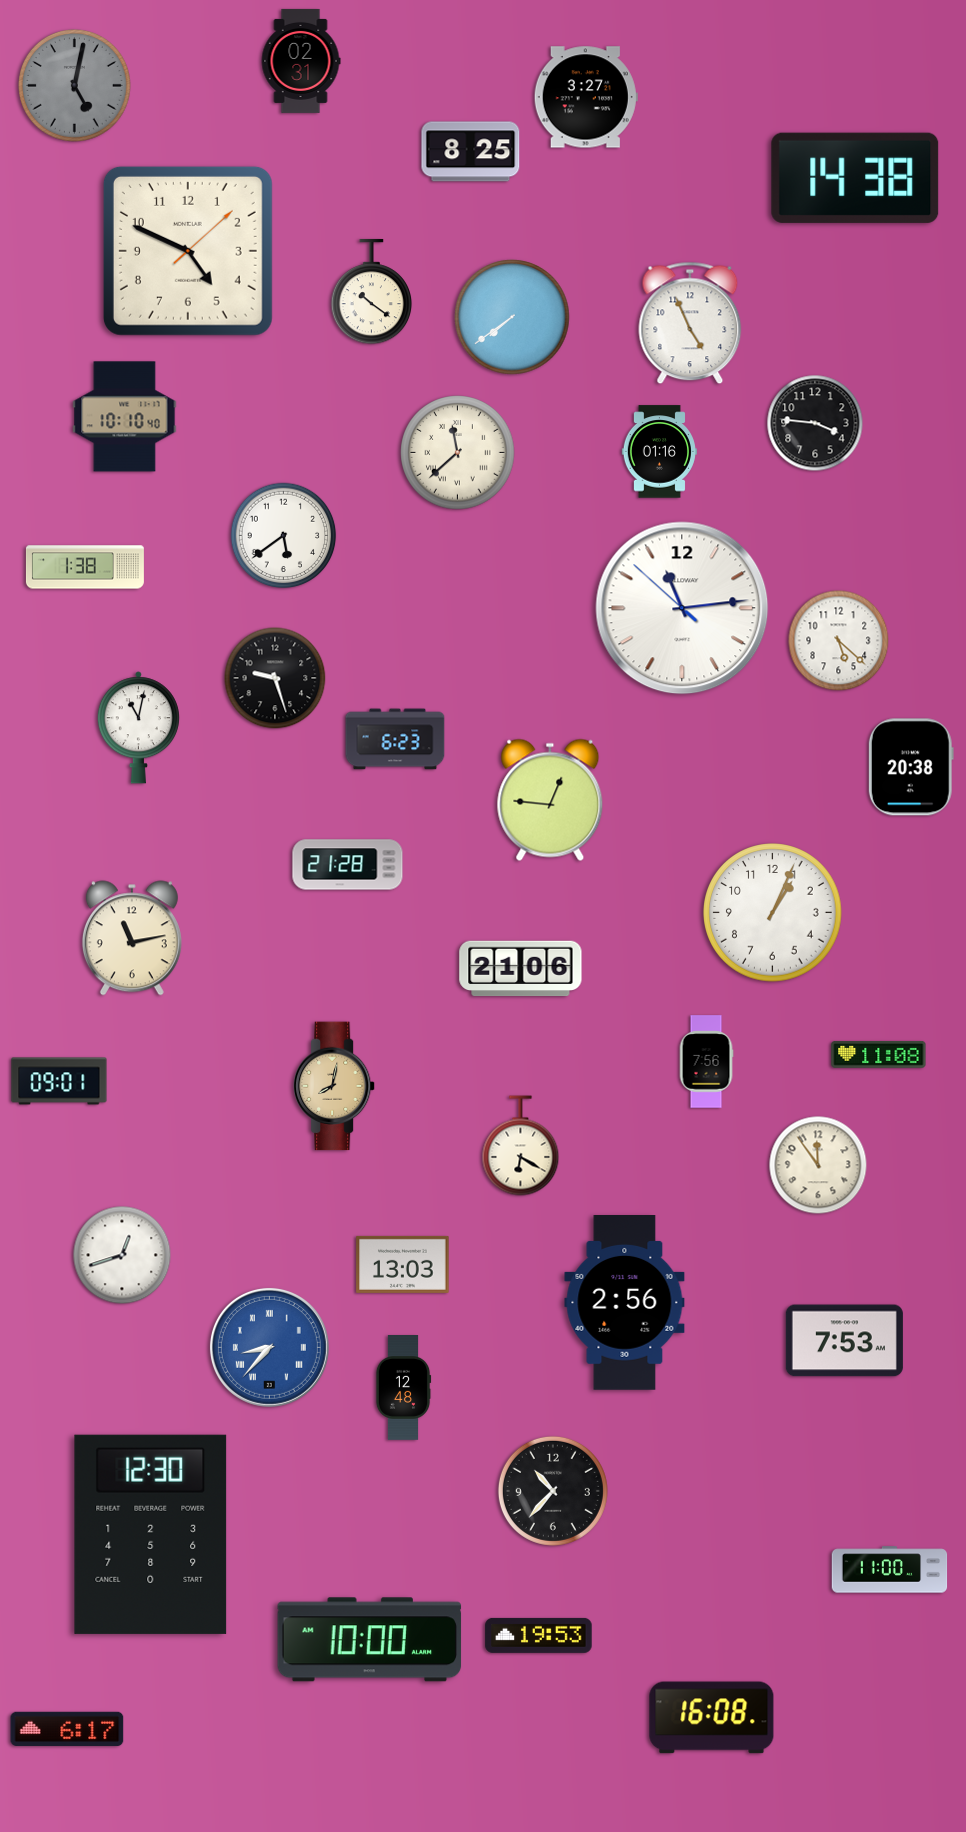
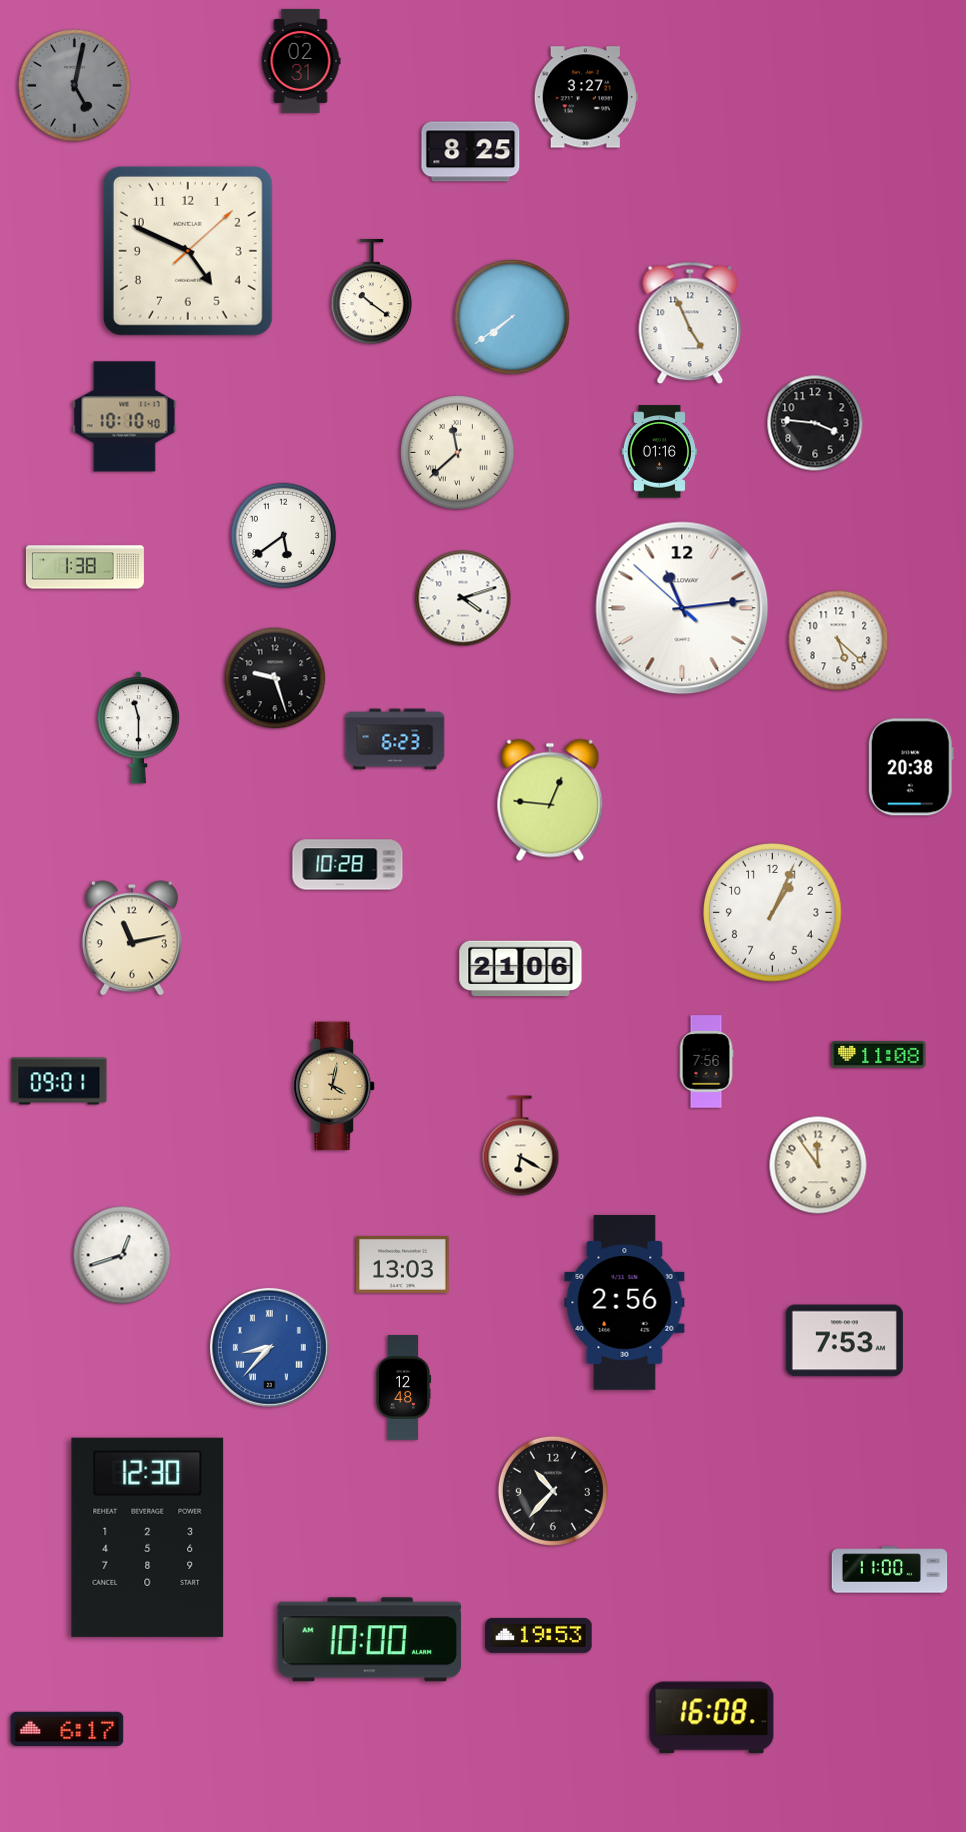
clock at (855, 178): 14:38 -> none
clock at (463, 598): none -> 4:12
clock at (138, 728): 11:02 -> 11:30
clock at (348, 865): 21:28 -> 10:28
clock at (335, 1086): 8:02 -> 4:02
clock at (151, 1534) position: (151, 1534) -> (148, 1537)
